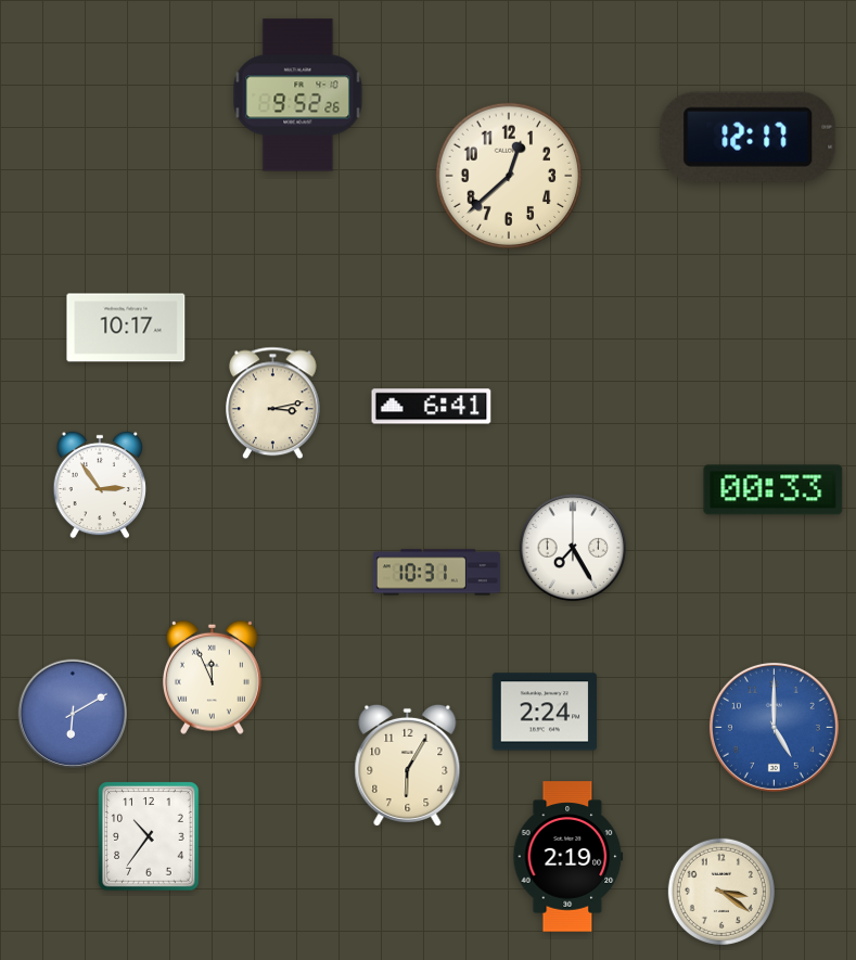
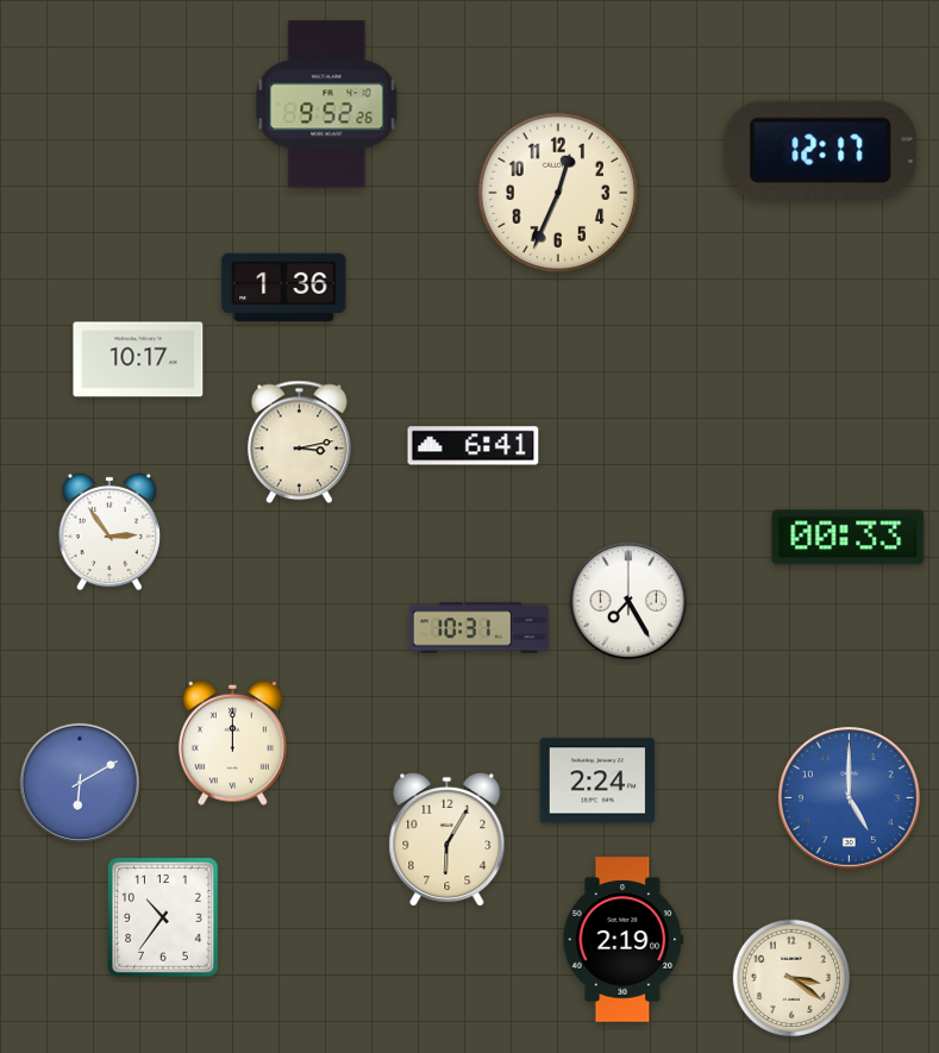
clock at (509, 176): 12:38 -> 12:34
clock at (284, 288): none -> 1:36
clock at (212, 677): 11:56 -> 12:00
